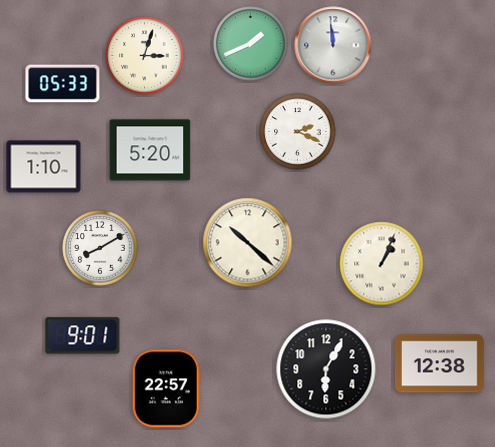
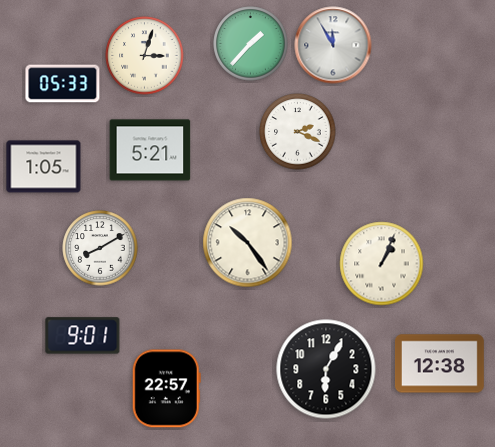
clock at (251, 44): 1:41 -> 1:37
clock at (333, 45): 11:59 -> 11:55
clock at (150, 150): 5:20 -> 5:21
clock at (44, 167): 1:10 -> 1:05
clock at (248, 243): 10:22 -> 10:24
